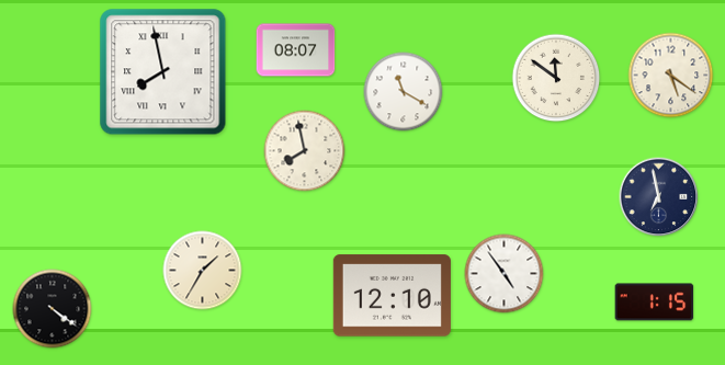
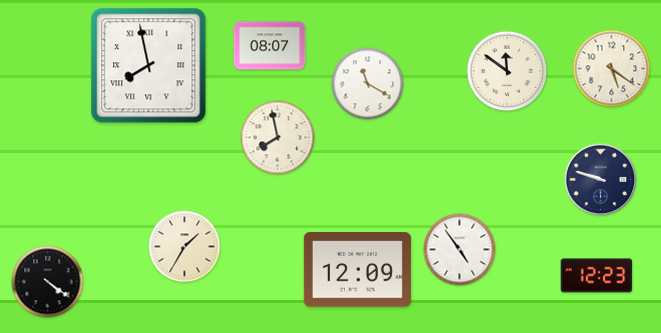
clock at (659, 197): 6:58 -> 9:48
clock at (392, 296): 12:10 -> 12:09
clock at (655, 303): 1:15 -> 12:23
